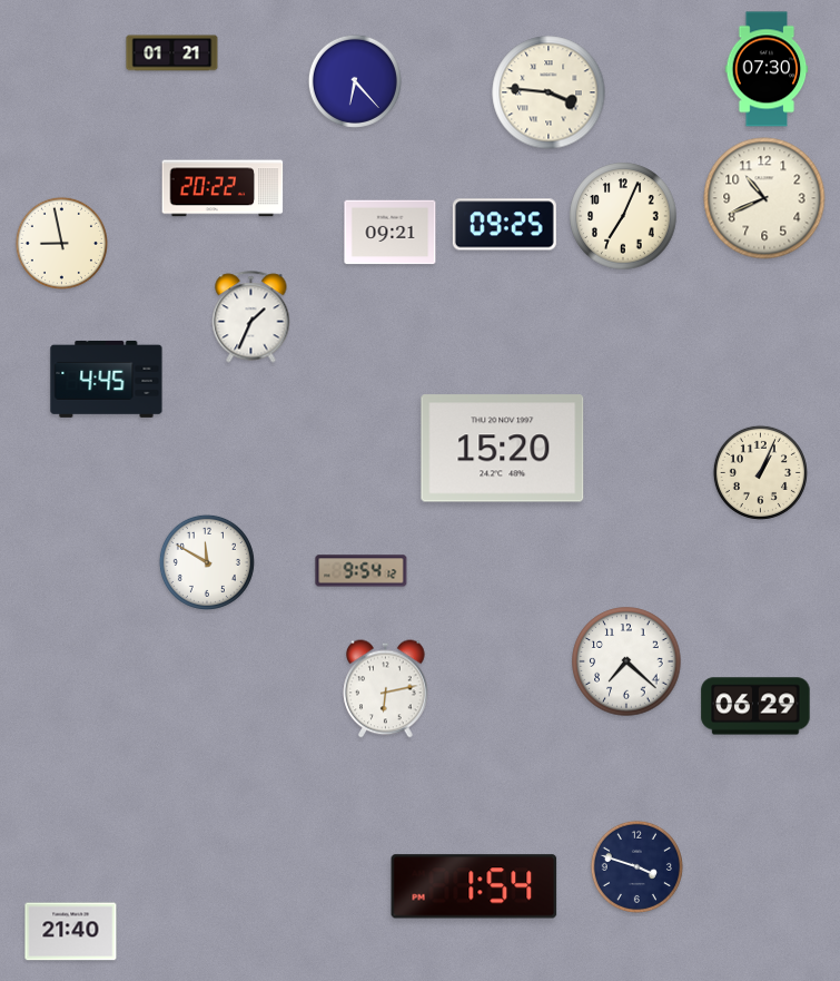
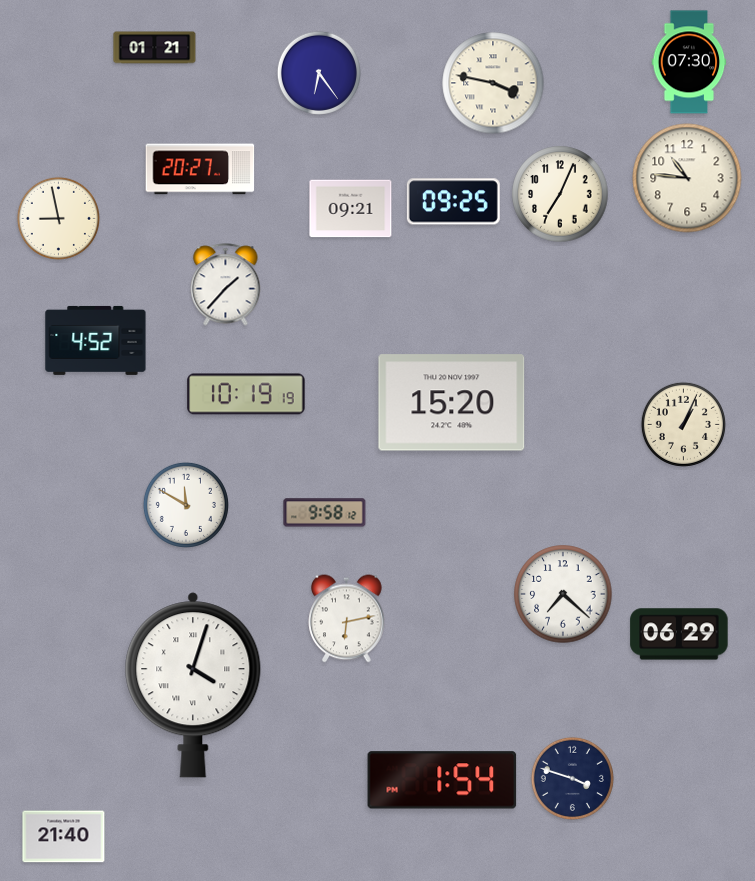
clock at (355, 81): 6:23 -> 6:24
clock at (549, 92): 3:46 -> 3:47
clock at (223, 188): 20:22 -> 20:27
clock at (764, 198): 10:41 -> 10:46
clock at (61, 243) position: (61, 243) -> (58, 218)
clock at (251, 317): 1:34 -> 1:37
clock at (107, 379): 4:45 -> 4:52
clock at (246, 394): none -> 10:19
clock at (362, 571): 9:54 -> 9:58
clock at (193, 685): none -> 4:03
clock at (474, 886) position: (474, 886) -> (442, 780)
